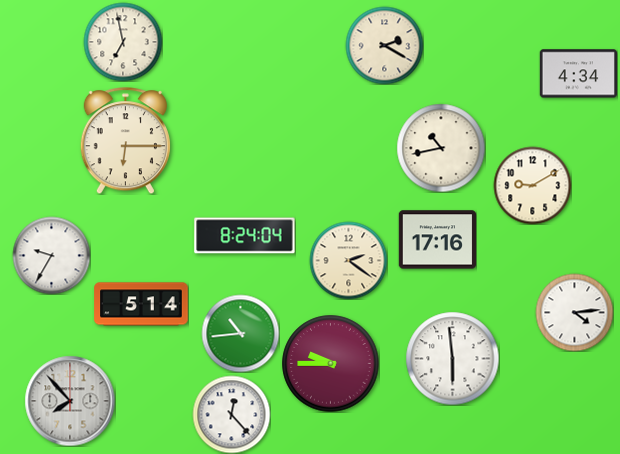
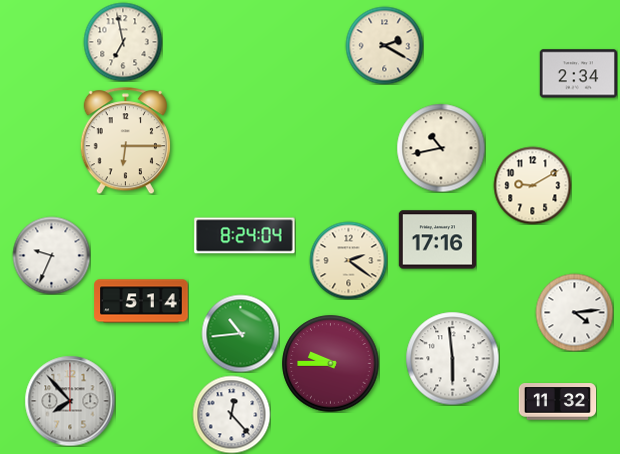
clock at (578, 74): 4:34 -> 2:34
clock at (51, 255): 9:35 -> 9:34
clock at (141, 304) position: (141, 304) -> (141, 301)
clock at (557, 402): none -> 11:32
